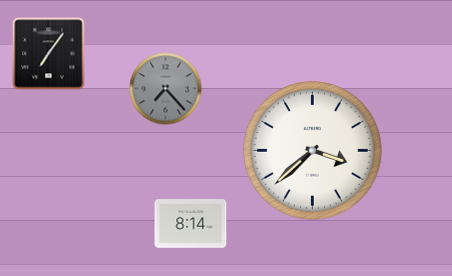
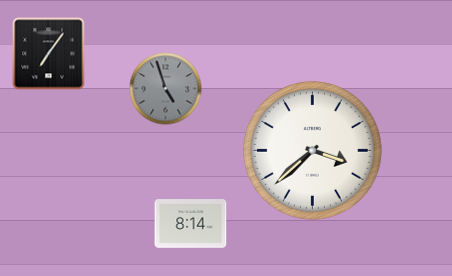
clock at (166, 89): 7:23 -> 4:57
